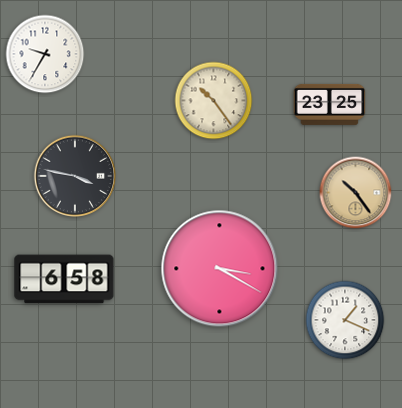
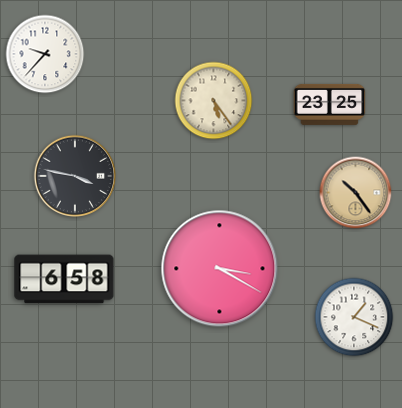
clock at (45, 54): 9:35 -> 9:37
clock at (214, 101): 10:24 -> 5:24
clock at (345, 320) position: (345, 320) -> (354, 317)
